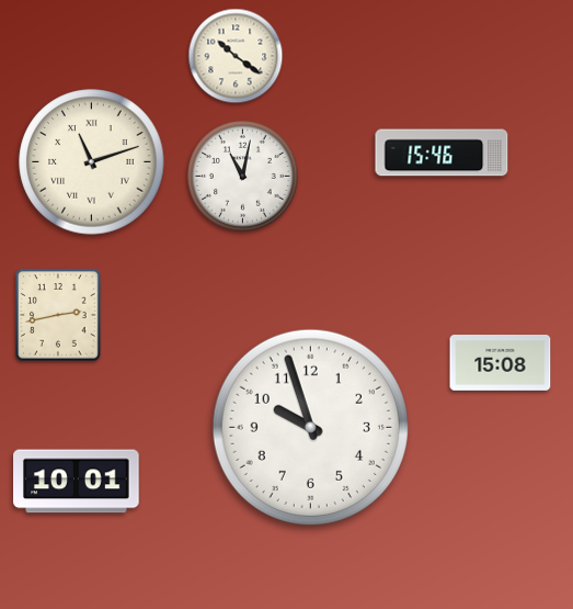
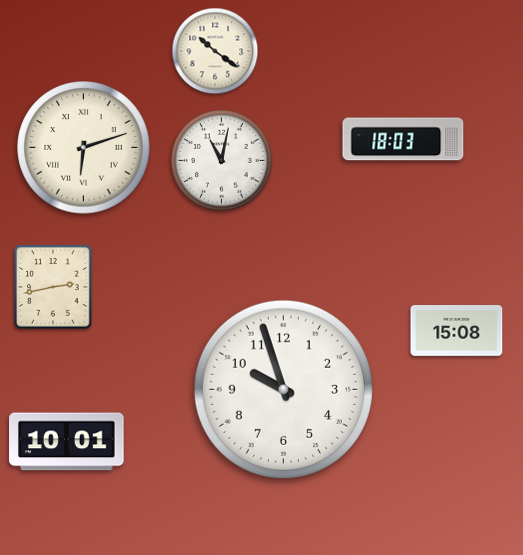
clock at (442, 153): 15:46 -> 18:03
clock at (92, 162): 11:12 -> 6:12
clock at (77, 482) position: (77, 482) -> (67, 442)
